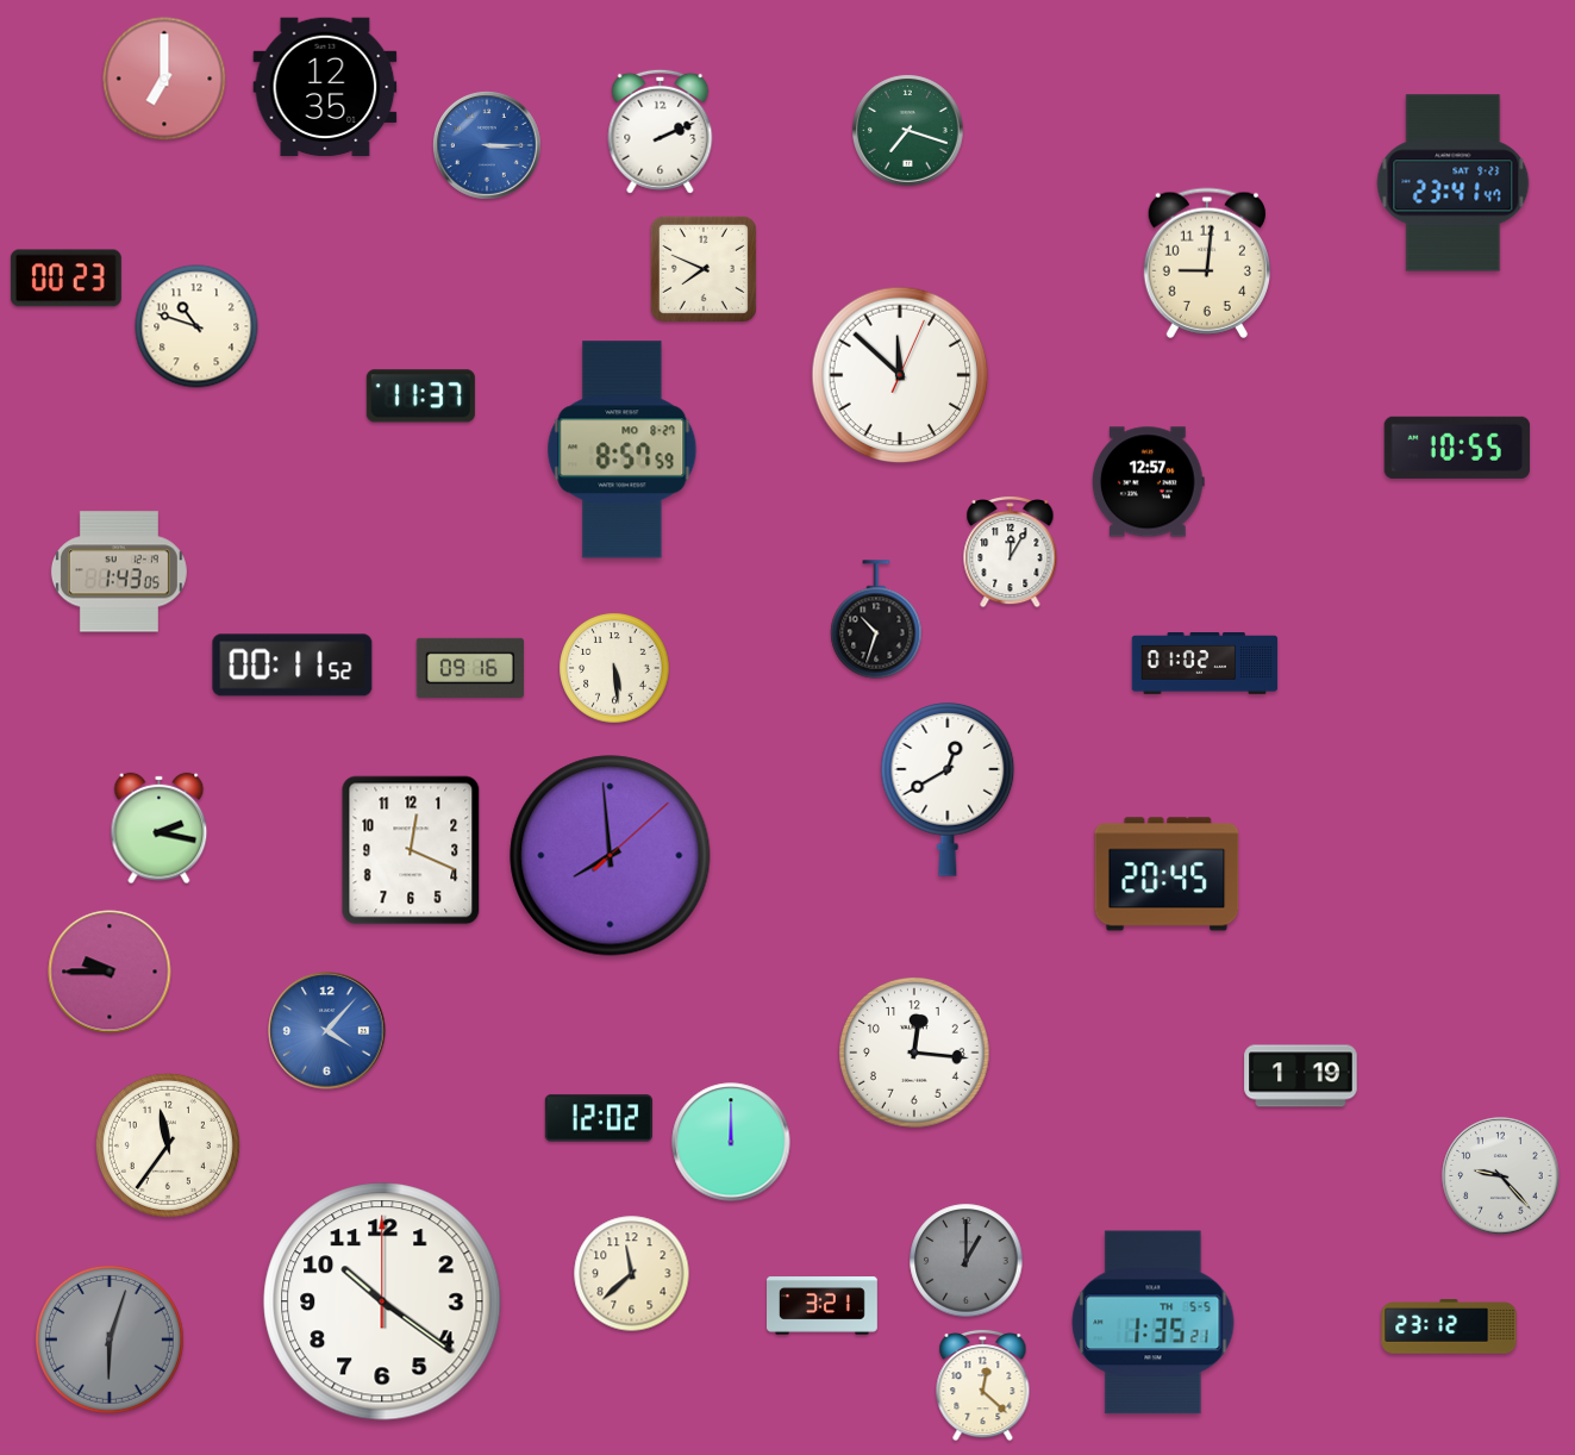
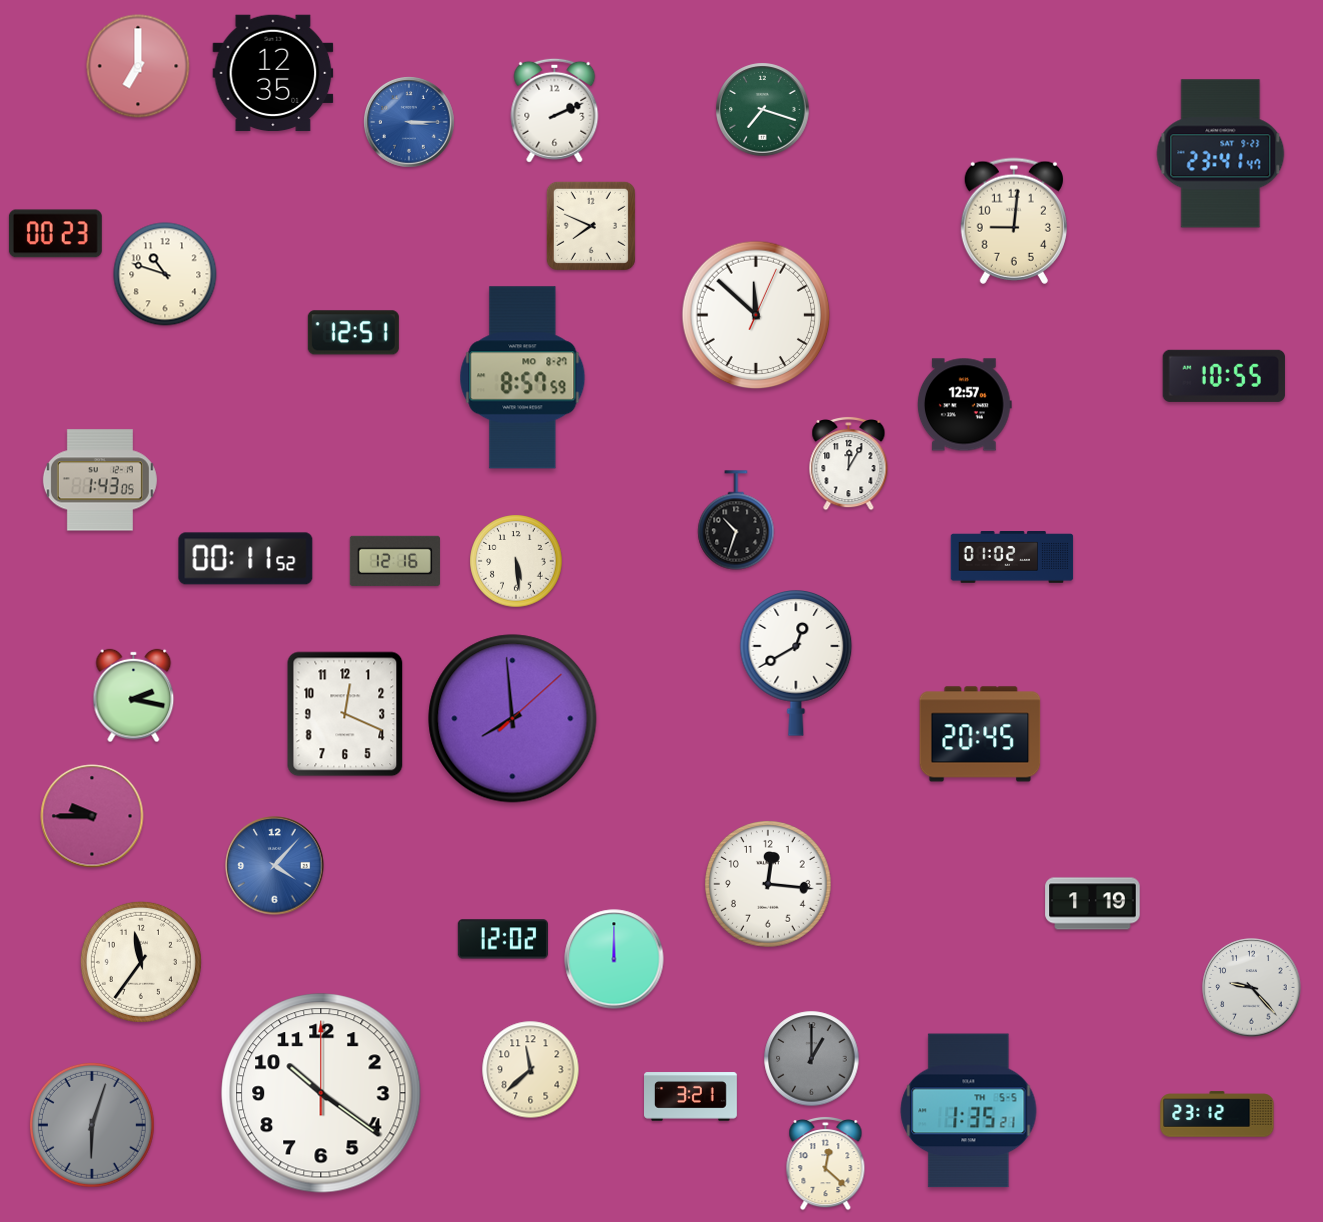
clock at (420, 396): 11:37 -> 12:51
clock at (470, 668): 09:16 -> 12:16
clock at (1501, 1176) position: (1501, 1176) -> (1252, 988)
